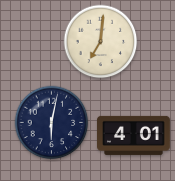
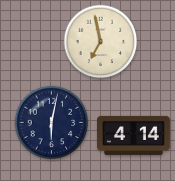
clock at (101, 42): 7:01 -> 6:58
clock at (134, 135): 4:01 -> 4:14
